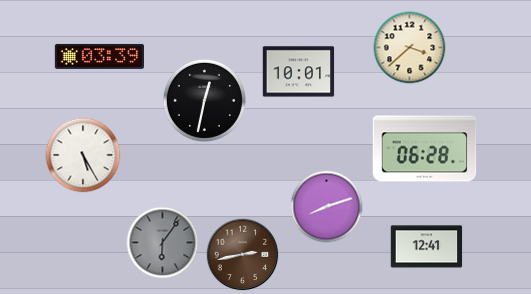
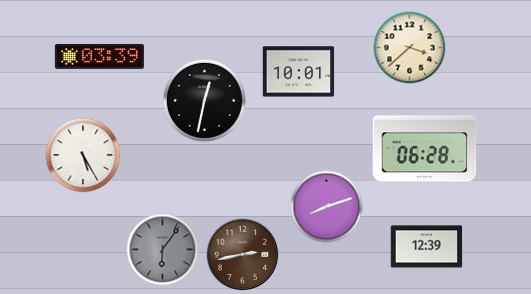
clock at (163, 243) position: (163, 243) -> (163, 250)
clock at (427, 247): 12:41 -> 12:39
